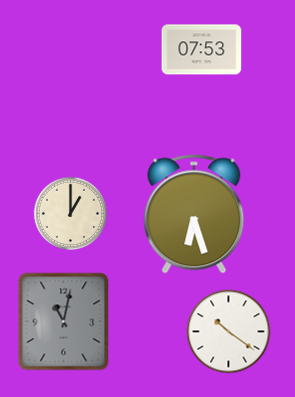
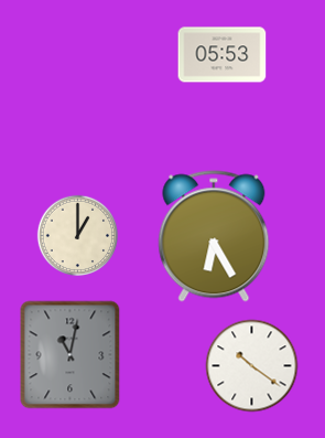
clock at (202, 50): 07:53 -> 05:53
clock at (194, 214): 6:27 -> 6:25
